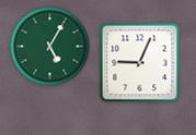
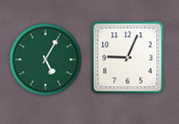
clock at (50, 47) position: (50, 47) -> (46, 60)
